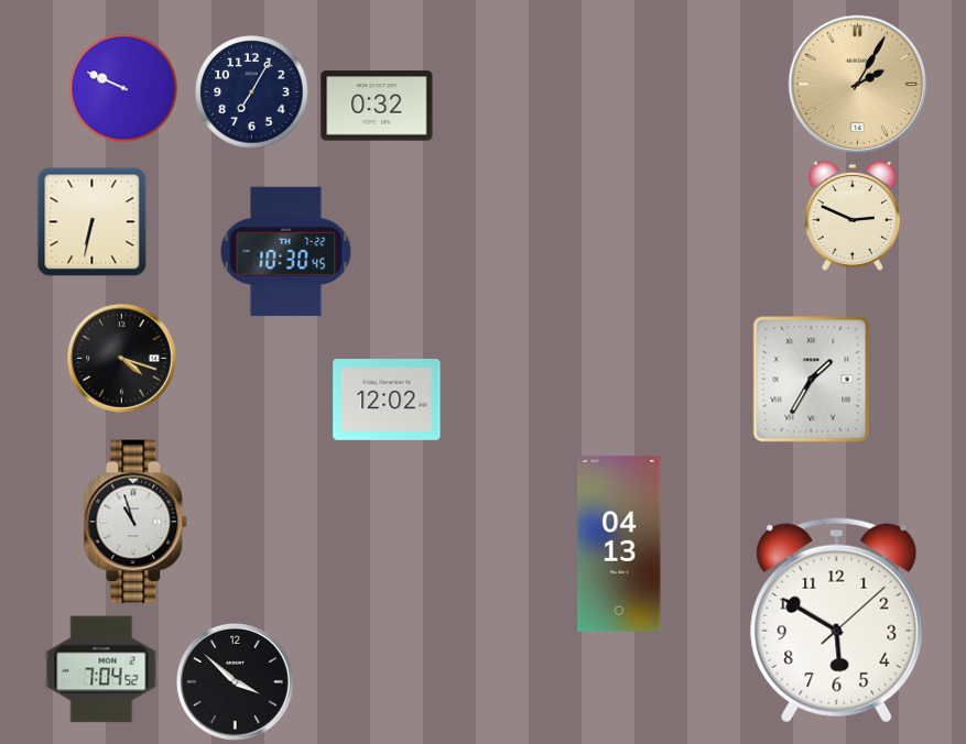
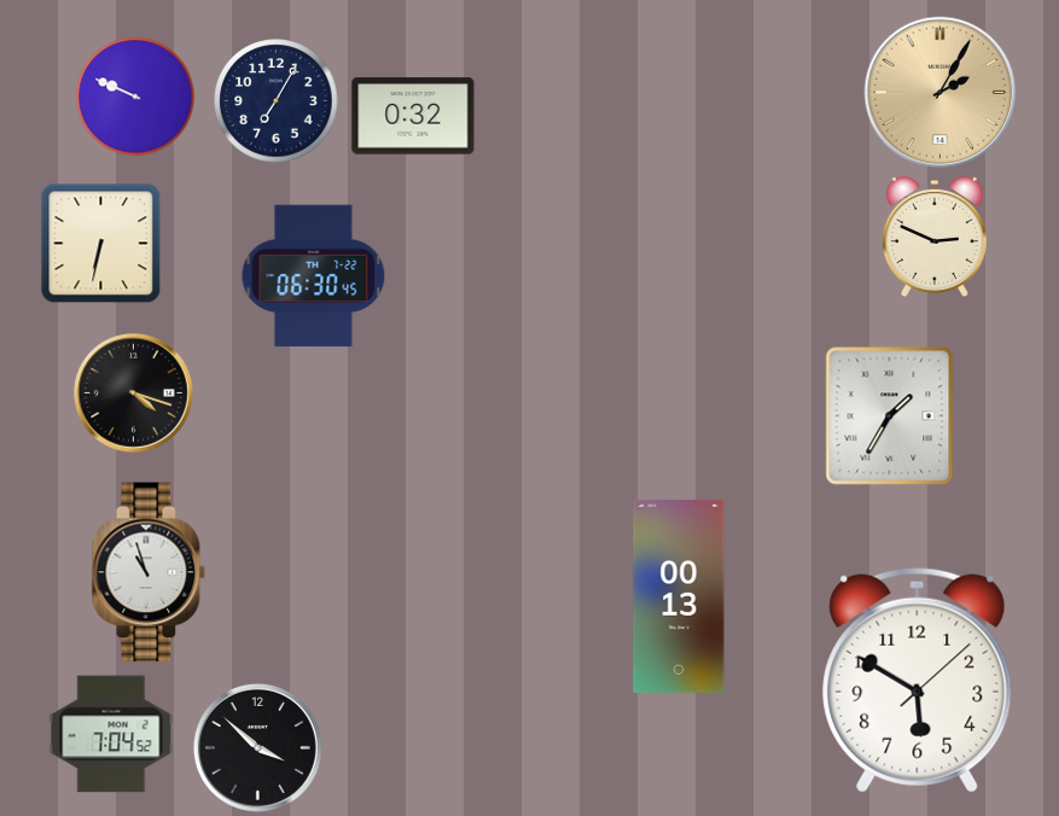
clock at (286, 252): 10:30 -> 06:30
clock at (387, 401): 12:02 -> none
clock at (619, 544): 04:13 -> 00:13
